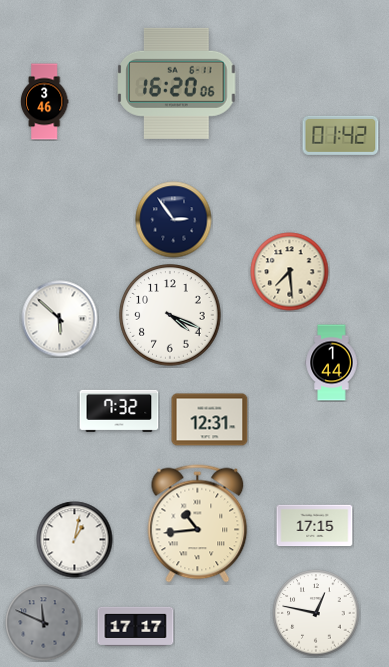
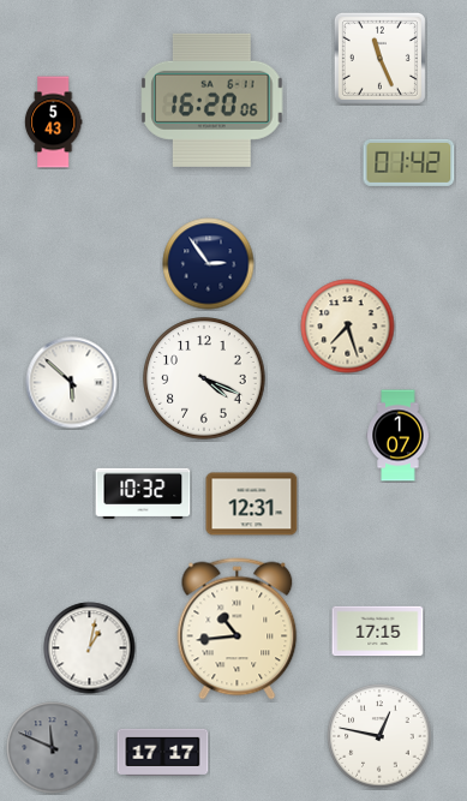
clock at (379, 58): none -> 11:26
clock at (44, 102): 3:46 -> 5:43
clock at (290, 272): 7:29 -> 7:27
clock at (332, 363): 1:44 -> 1:07
clock at (119, 411): 7:32 -> 10:32
